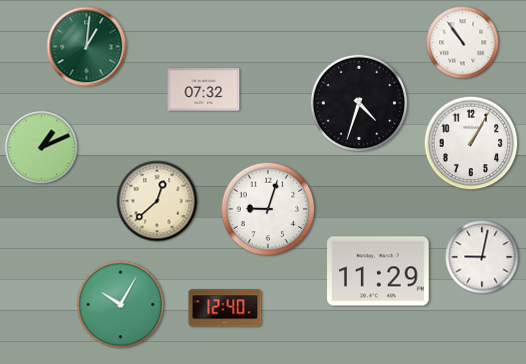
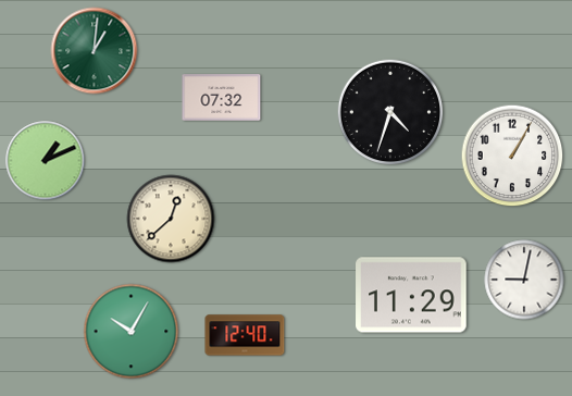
clock at (463, 43): 10:54 -> none
clock at (268, 209): 9:03 -> none
